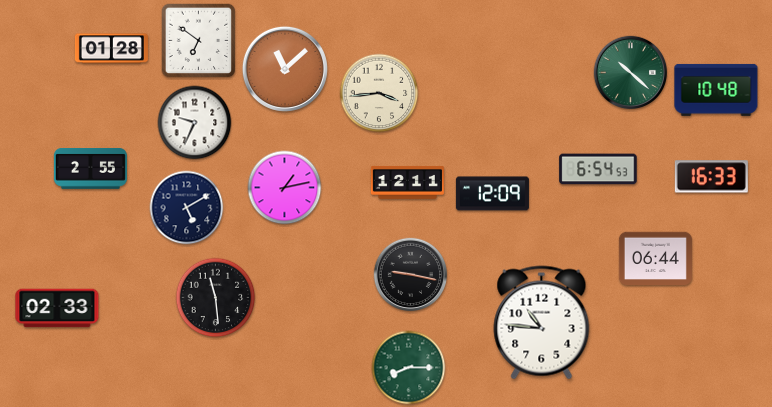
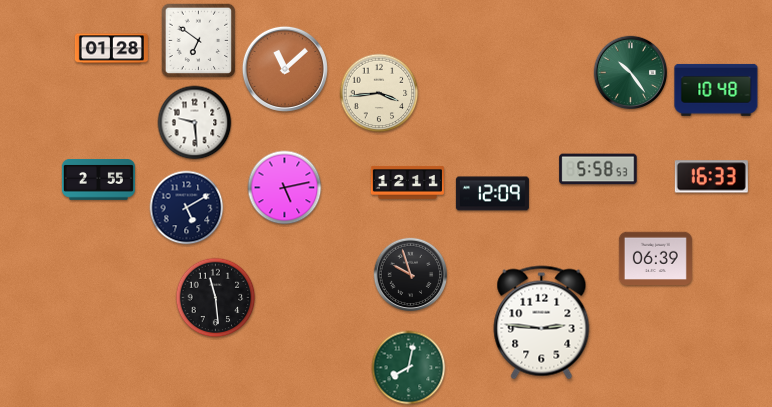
clock at (631, 73): 10:22 -> 10:24
clock at (195, 123): 9:34 -> 9:29
clock at (90, 169) position: (90, 169) -> (98, 180)
clock at (598, 169): 6:54 -> 5:58
clock at (285, 188): 1:13 -> 5:13
clock at (655, 259): 06:44 -> 06:39
clock at (411, 275): 9:17 -> 9:57
clock at (57, 308): 02:33 -> none
clock at (542, 323): 10:46 -> 2:46
clock at (409, 368): 8:15 -> 8:02
